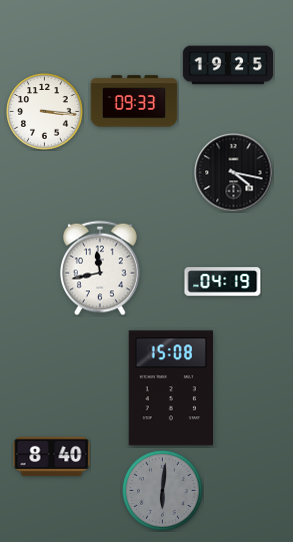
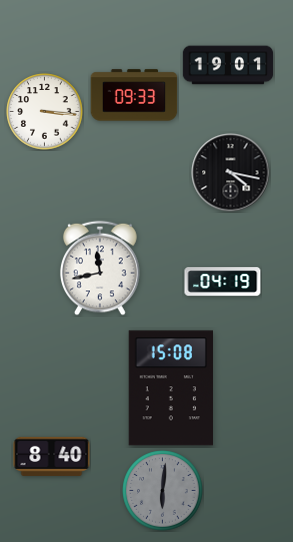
clock at (228, 65): 19:25 -> 19:01
clock at (134, 101) position: (134, 101) -> (134, 95)
clock at (234, 173) position: (234, 173) -> (231, 173)
